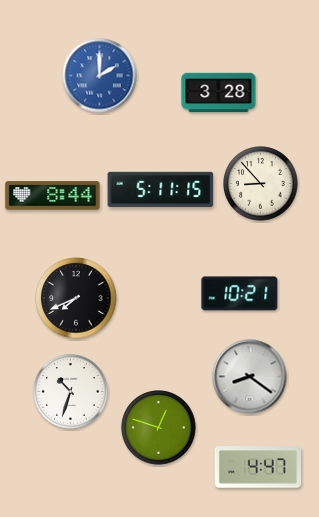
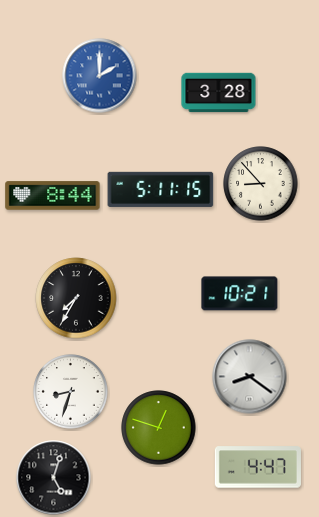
clock at (76, 298): 7:41 -> 7:35
clock at (71, 392): 10:33 -> 8:33
clock at (54, 478): none -> 5:03
